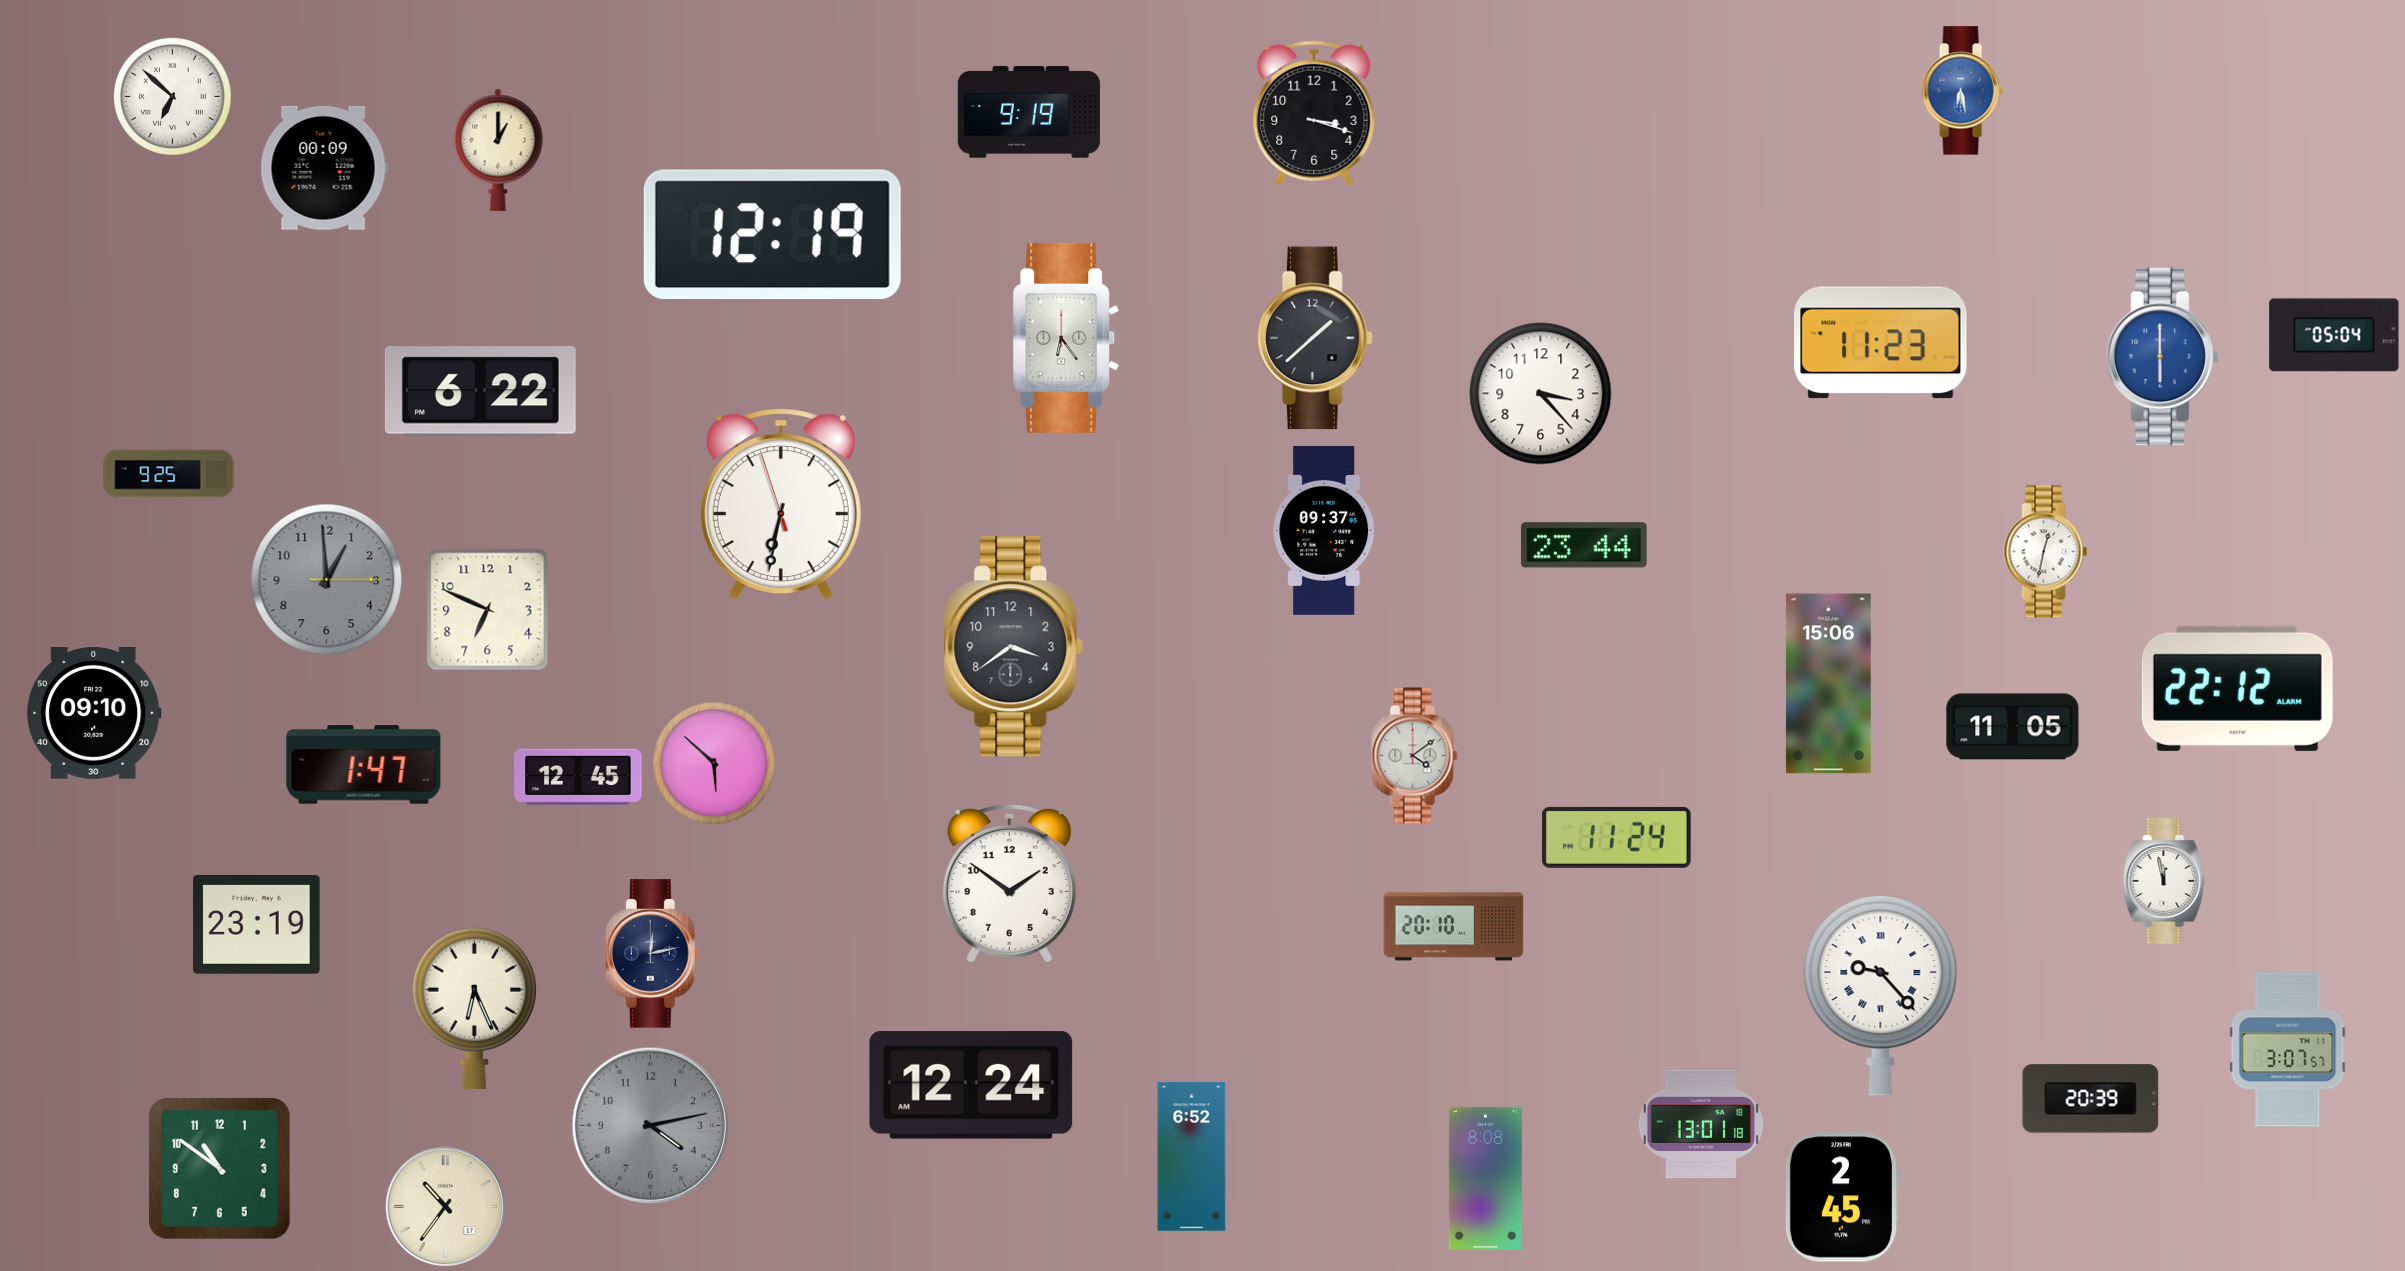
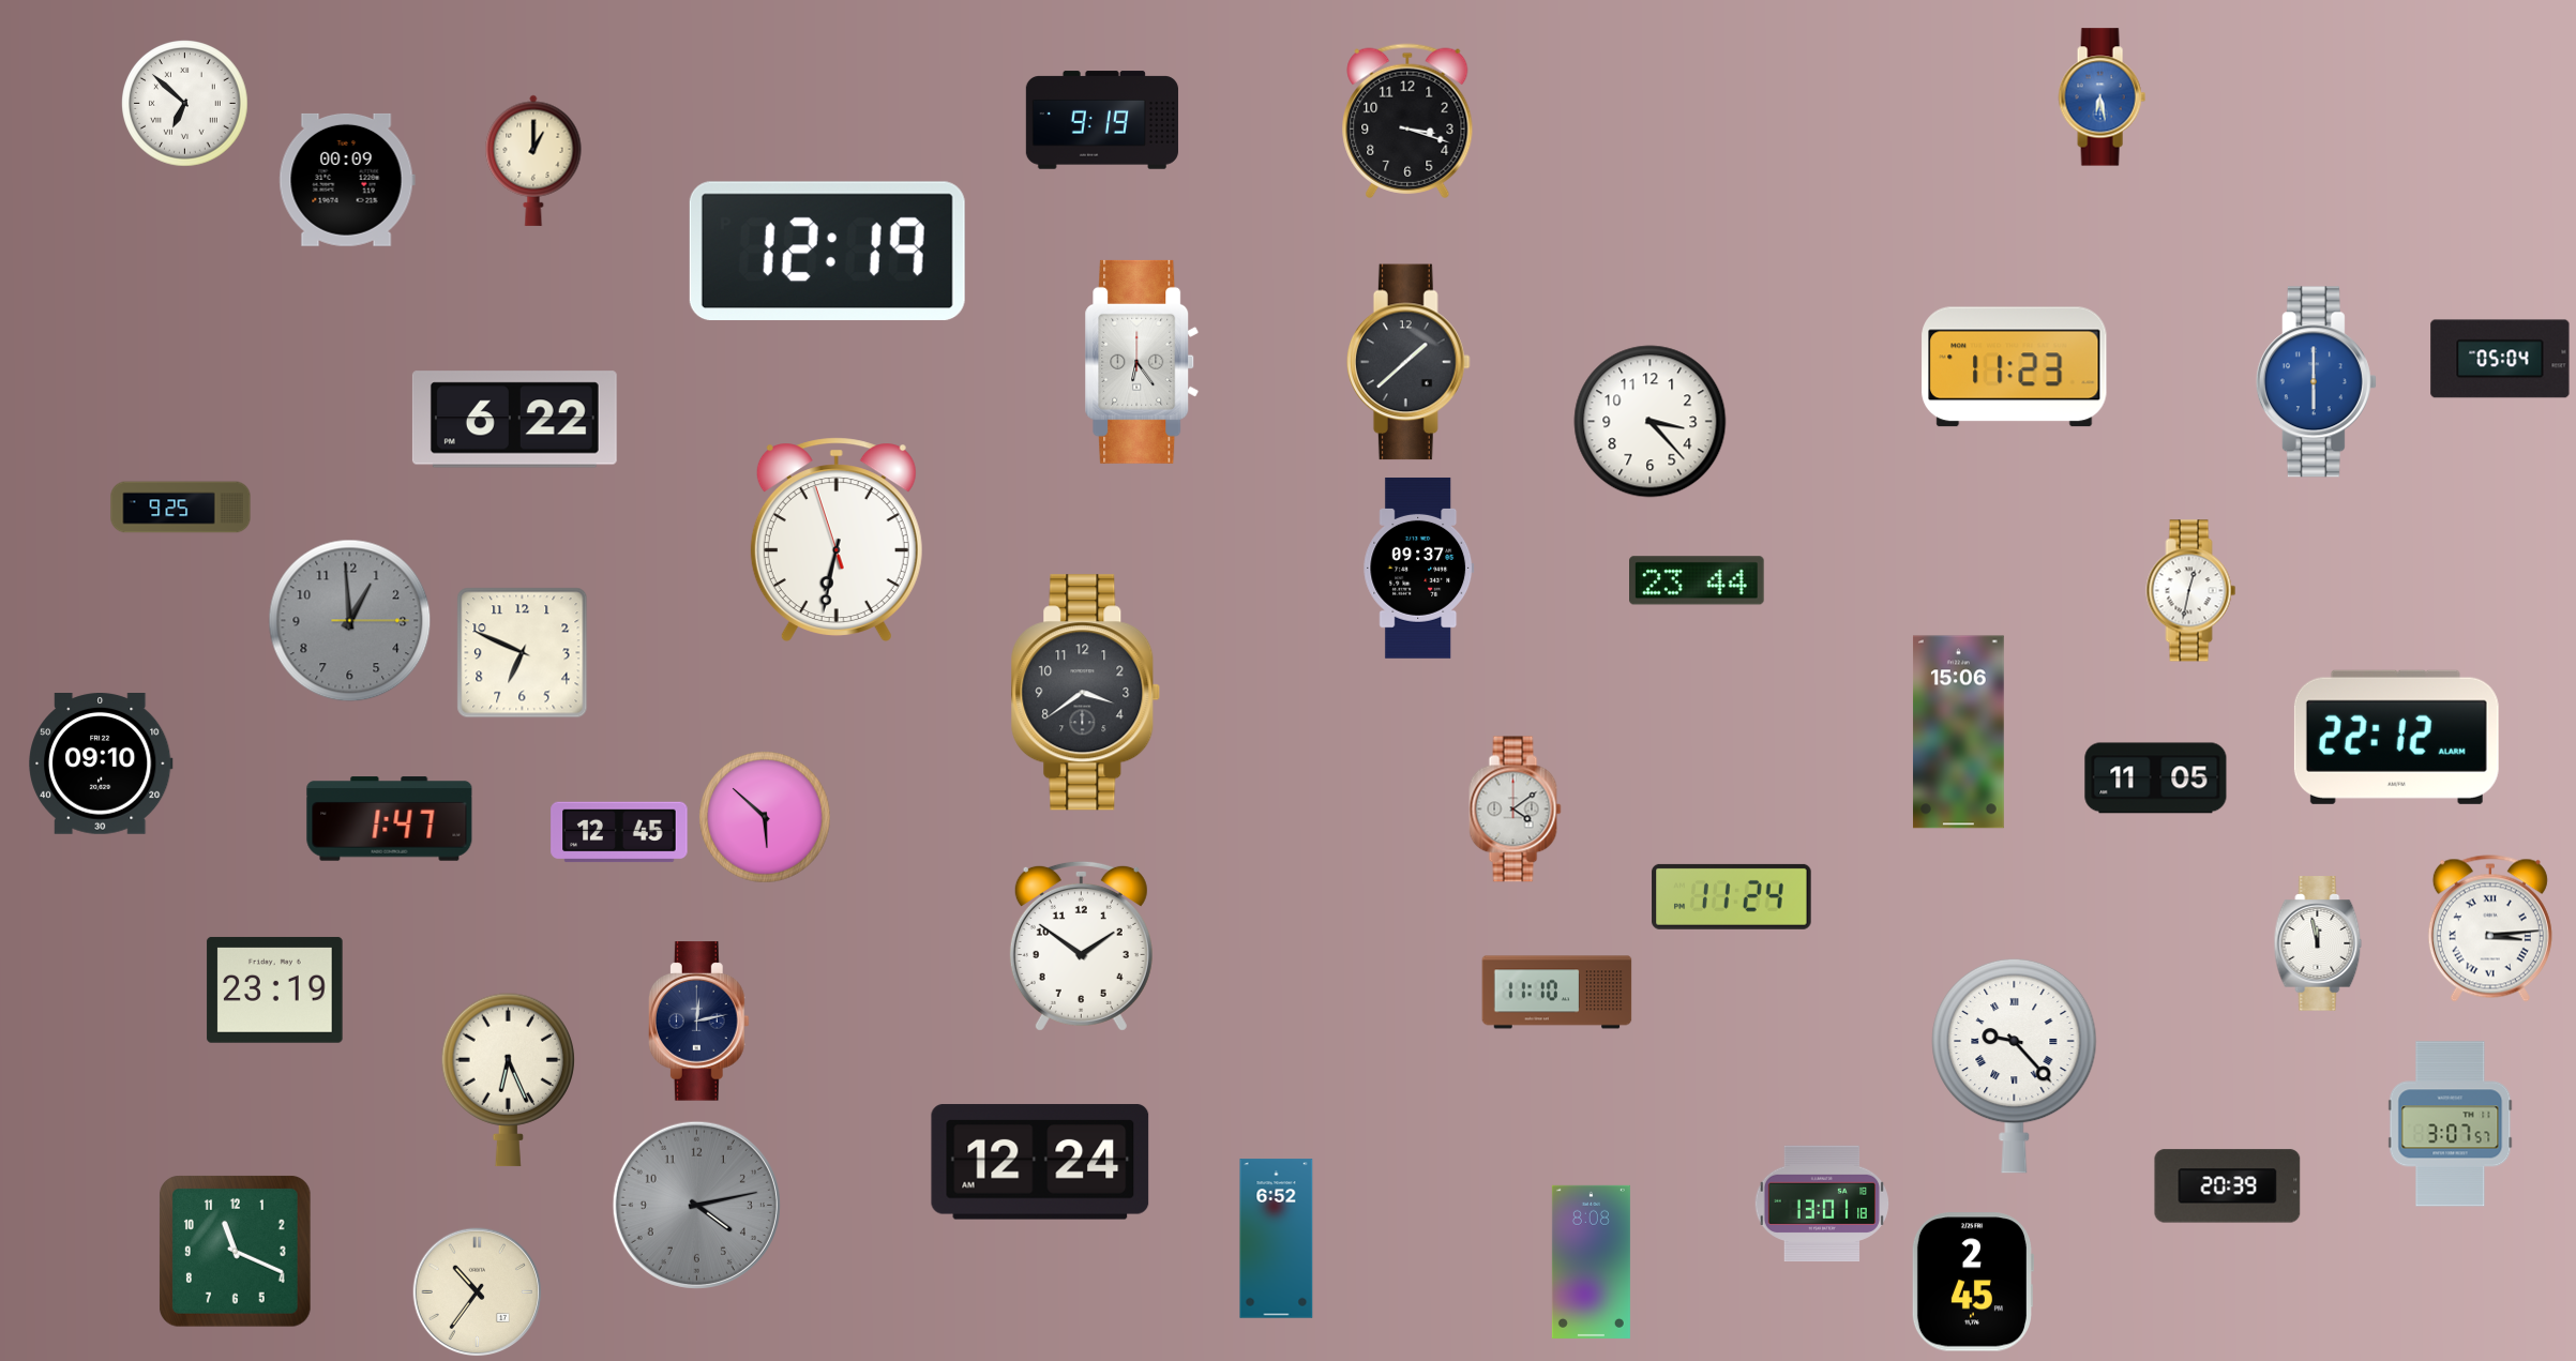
clock at (1585, 545) position: (1585, 545) -> (1698, 580)
clock at (2490, 928): none -> 3:14
clock at (1454, 927): 20:10 -> 11:10
clock at (2091, 1099) position: (2091, 1099) -> (2228, 1186)
clock at (220, 1169): 10:51 -> 11:19
